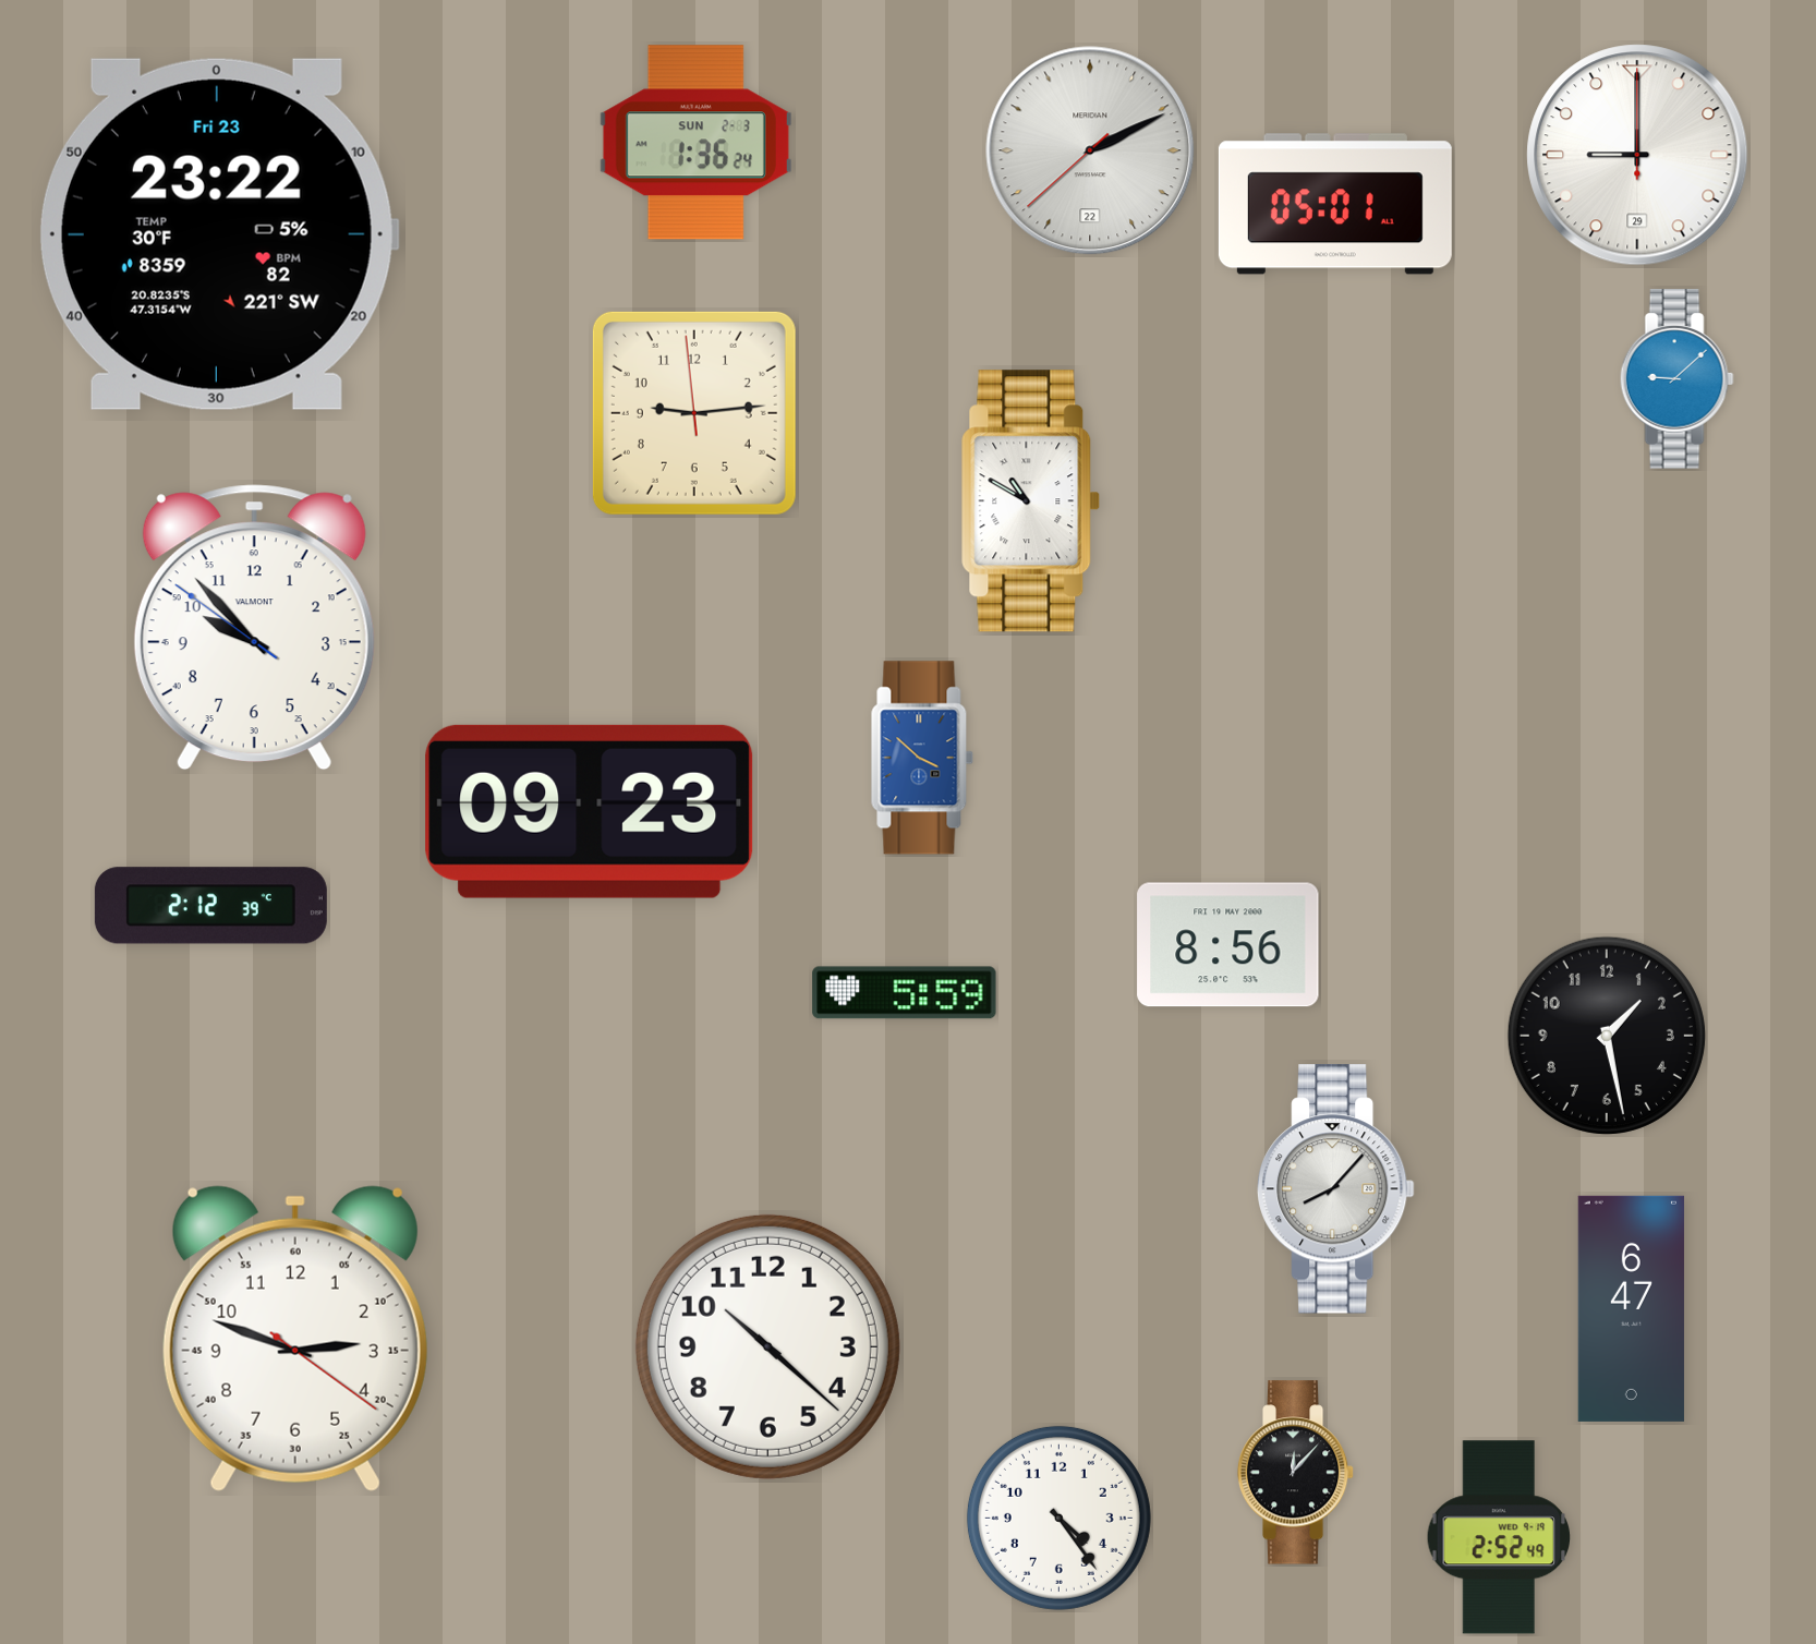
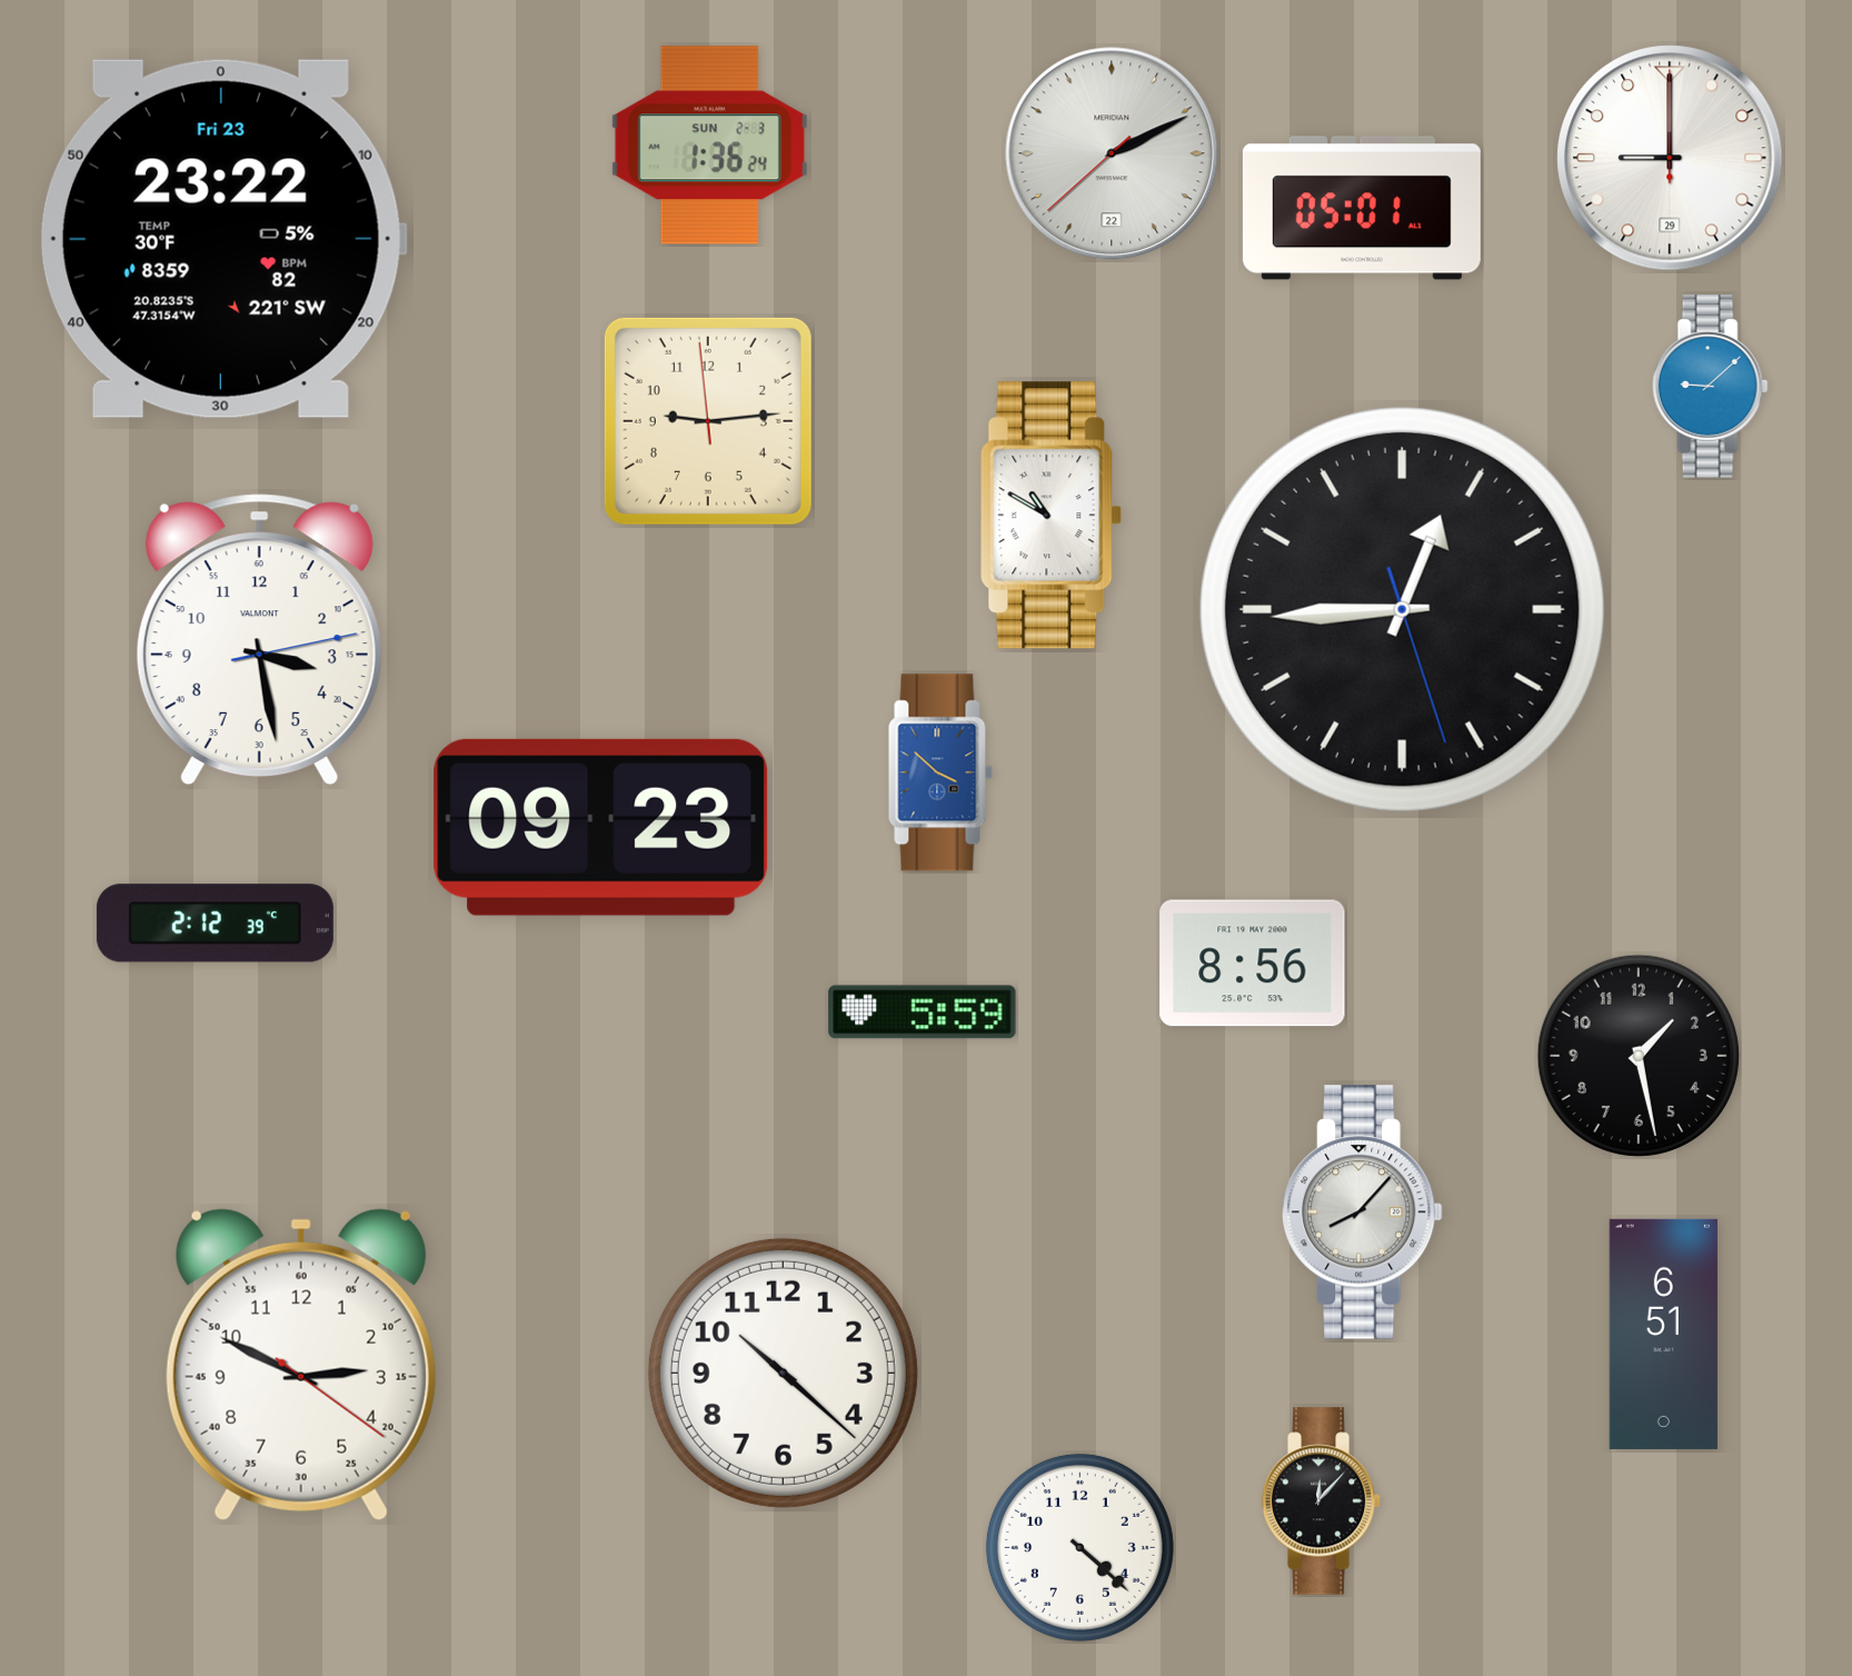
clock at (1031, 501) position: (1031, 501) -> (1052, 516)
clock at (1402, 609): none -> 12:44
clock at (254, 628): 9:52 -> 3:28
clock at (1631, 1308): 6:47 -> 6:51
clock at (295, 1339): 2:48 -> 2:49
clock at (1058, 1518): 4:24 -> 4:22
clock at (1499, 1537): 2:52 -> none
